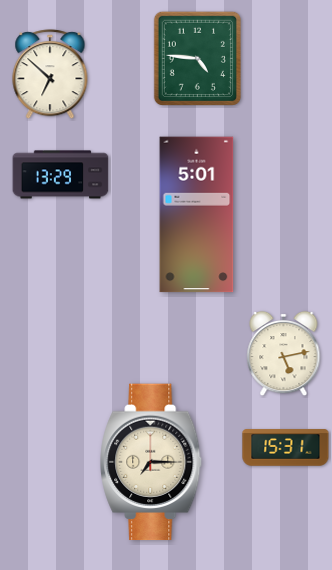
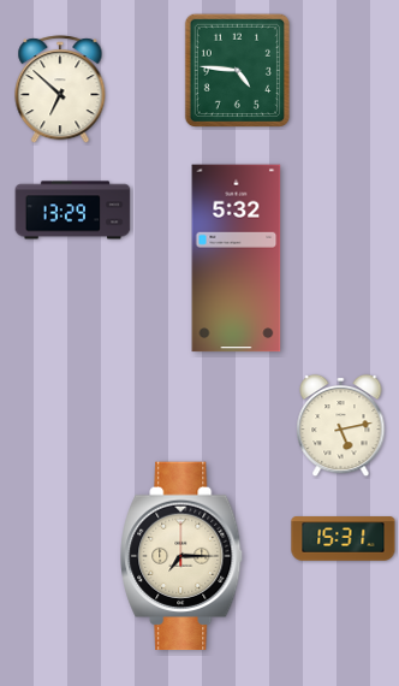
clock at (197, 215): 5:01 -> 5:32
